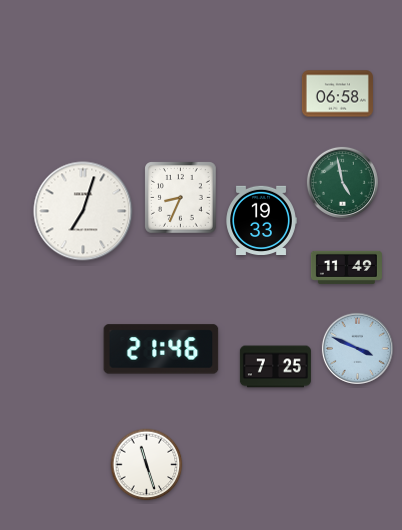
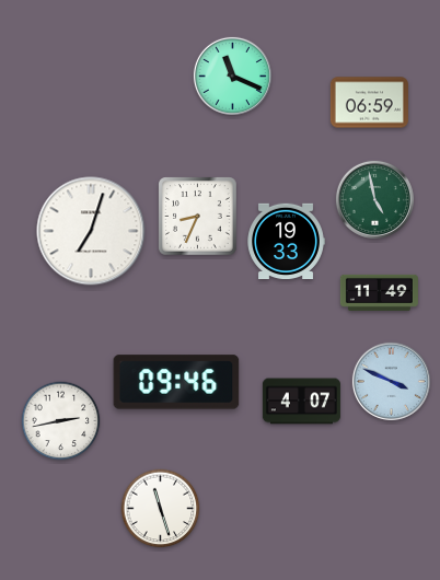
clock at (232, 76): none -> 11:19
clock at (337, 94): 06:58 -> 06:59
clock at (161, 349): 21:46 -> 09:46
clock at (275, 367): 7:25 -> 4:07
clock at (61, 421): none -> 2:43
